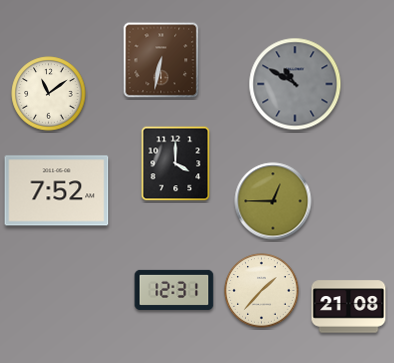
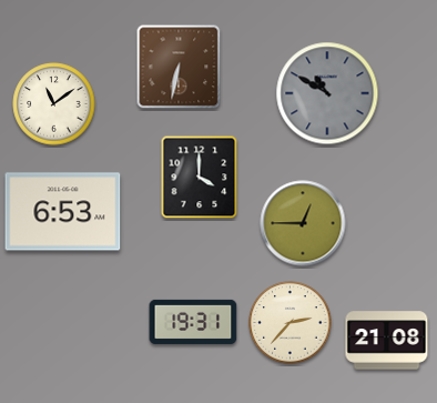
clock at (176, 164) position: (176, 164) -> (200, 178)
clock at (57, 191): 7:52 -> 6:53
clock at (174, 290): 12:31 -> 19:31
clock at (262, 291): 1:37 -> 2:37
